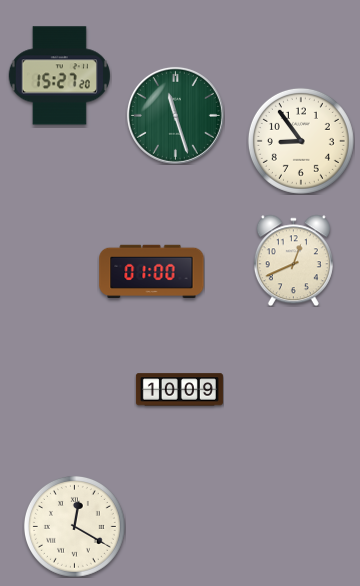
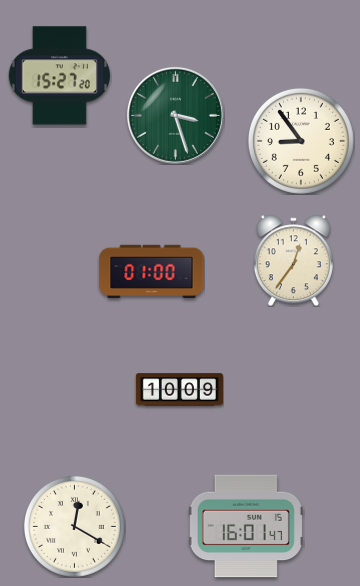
clock at (175, 115): 11:27 -> 3:27
clock at (293, 260): 12:41 -> 12:36
clock at (246, 526): none -> 16:01
